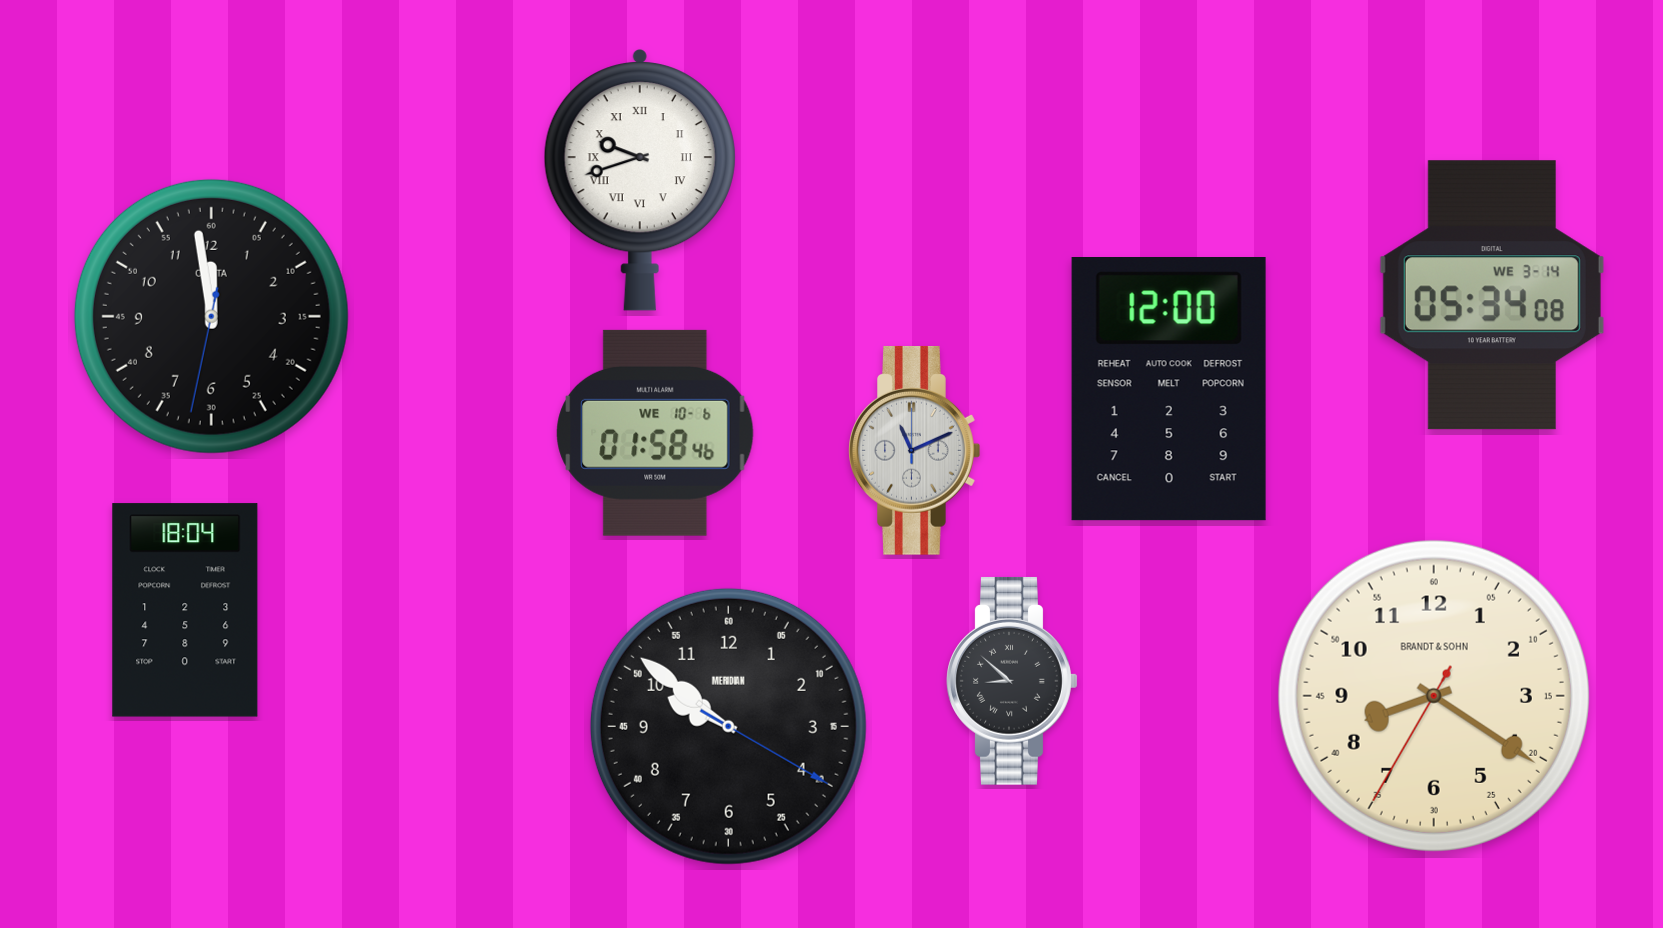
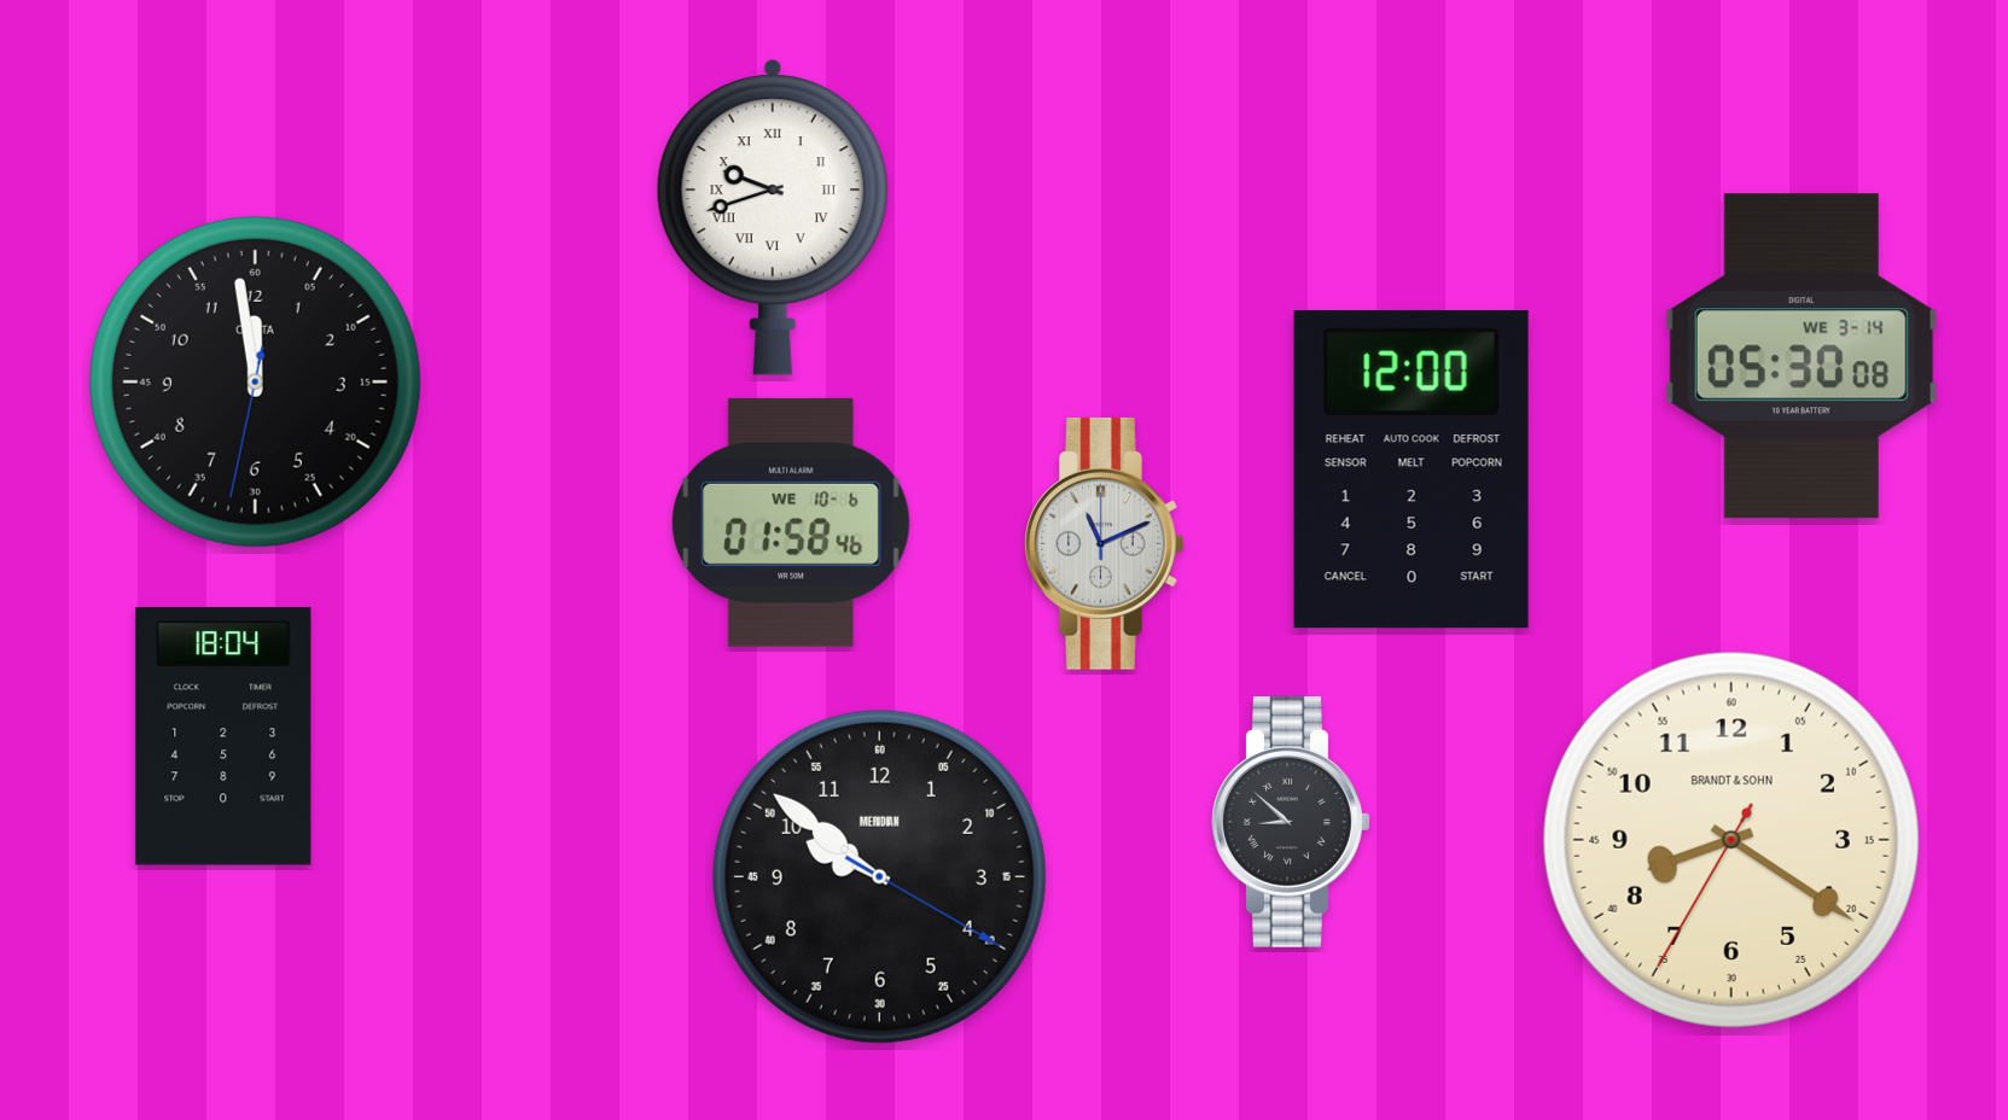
clock at (1492, 295): 05:34 -> 05:30
clock at (1012, 681) position: (1012, 681) -> (1291, 822)
